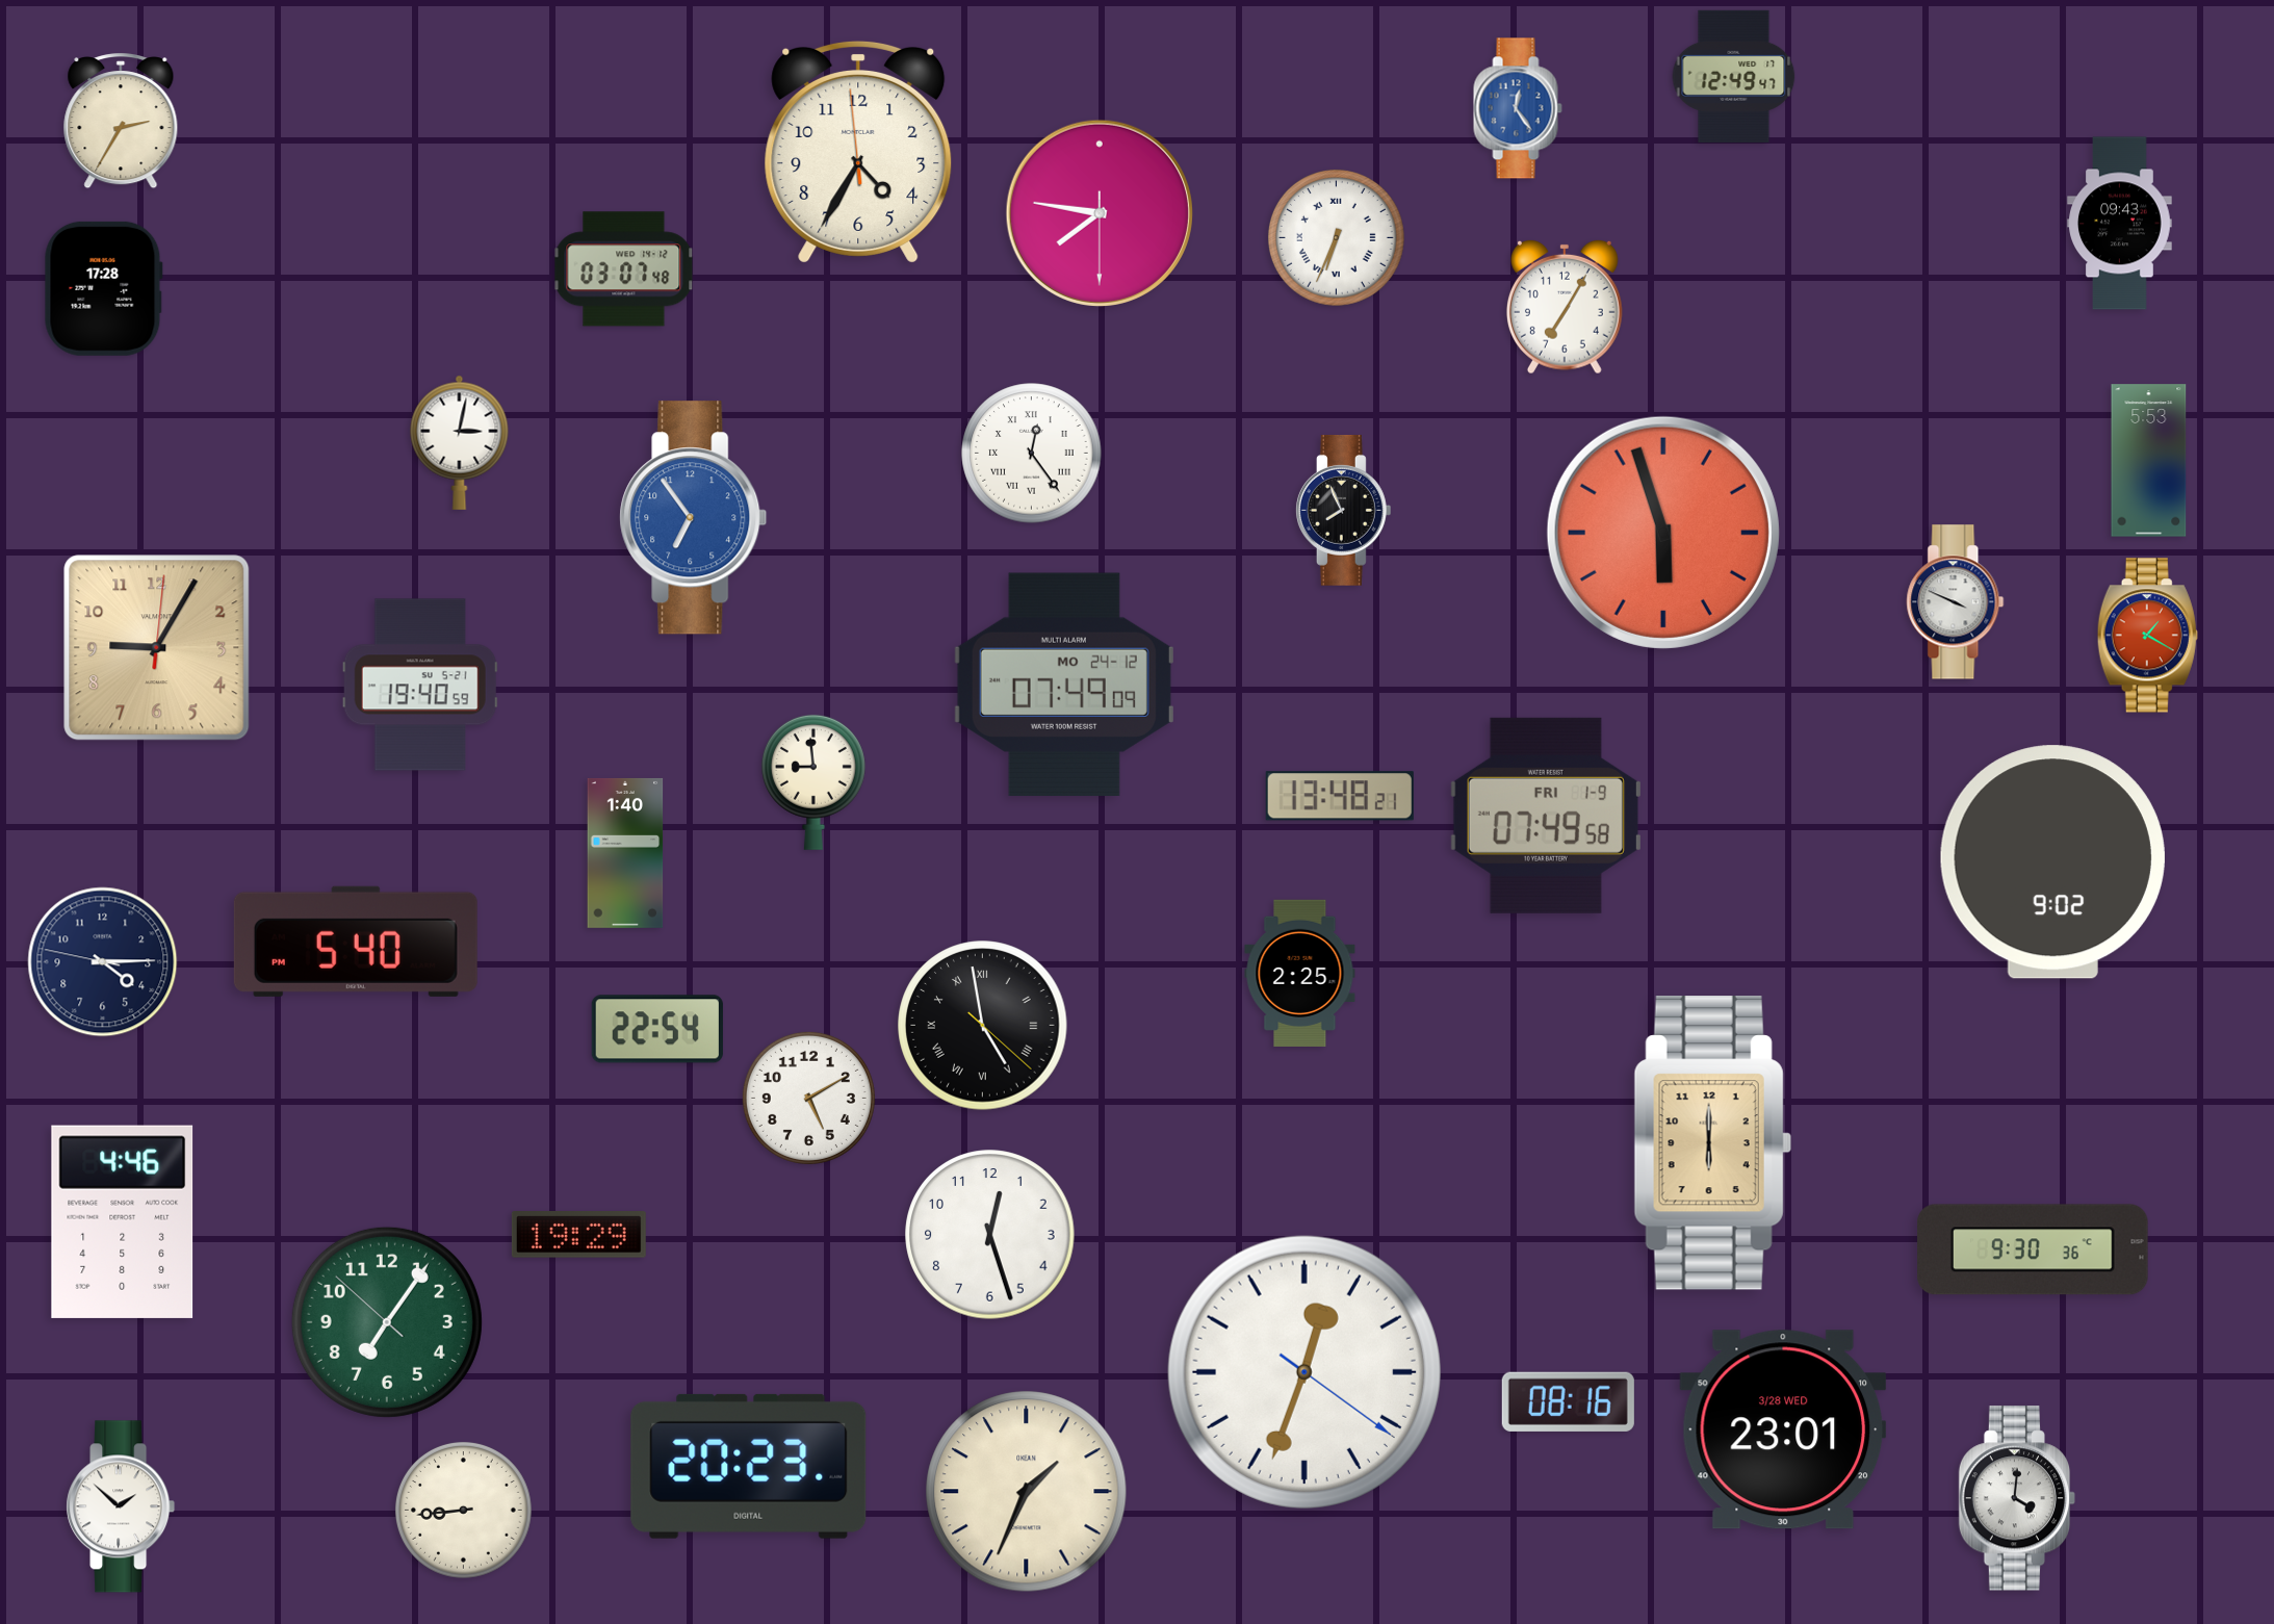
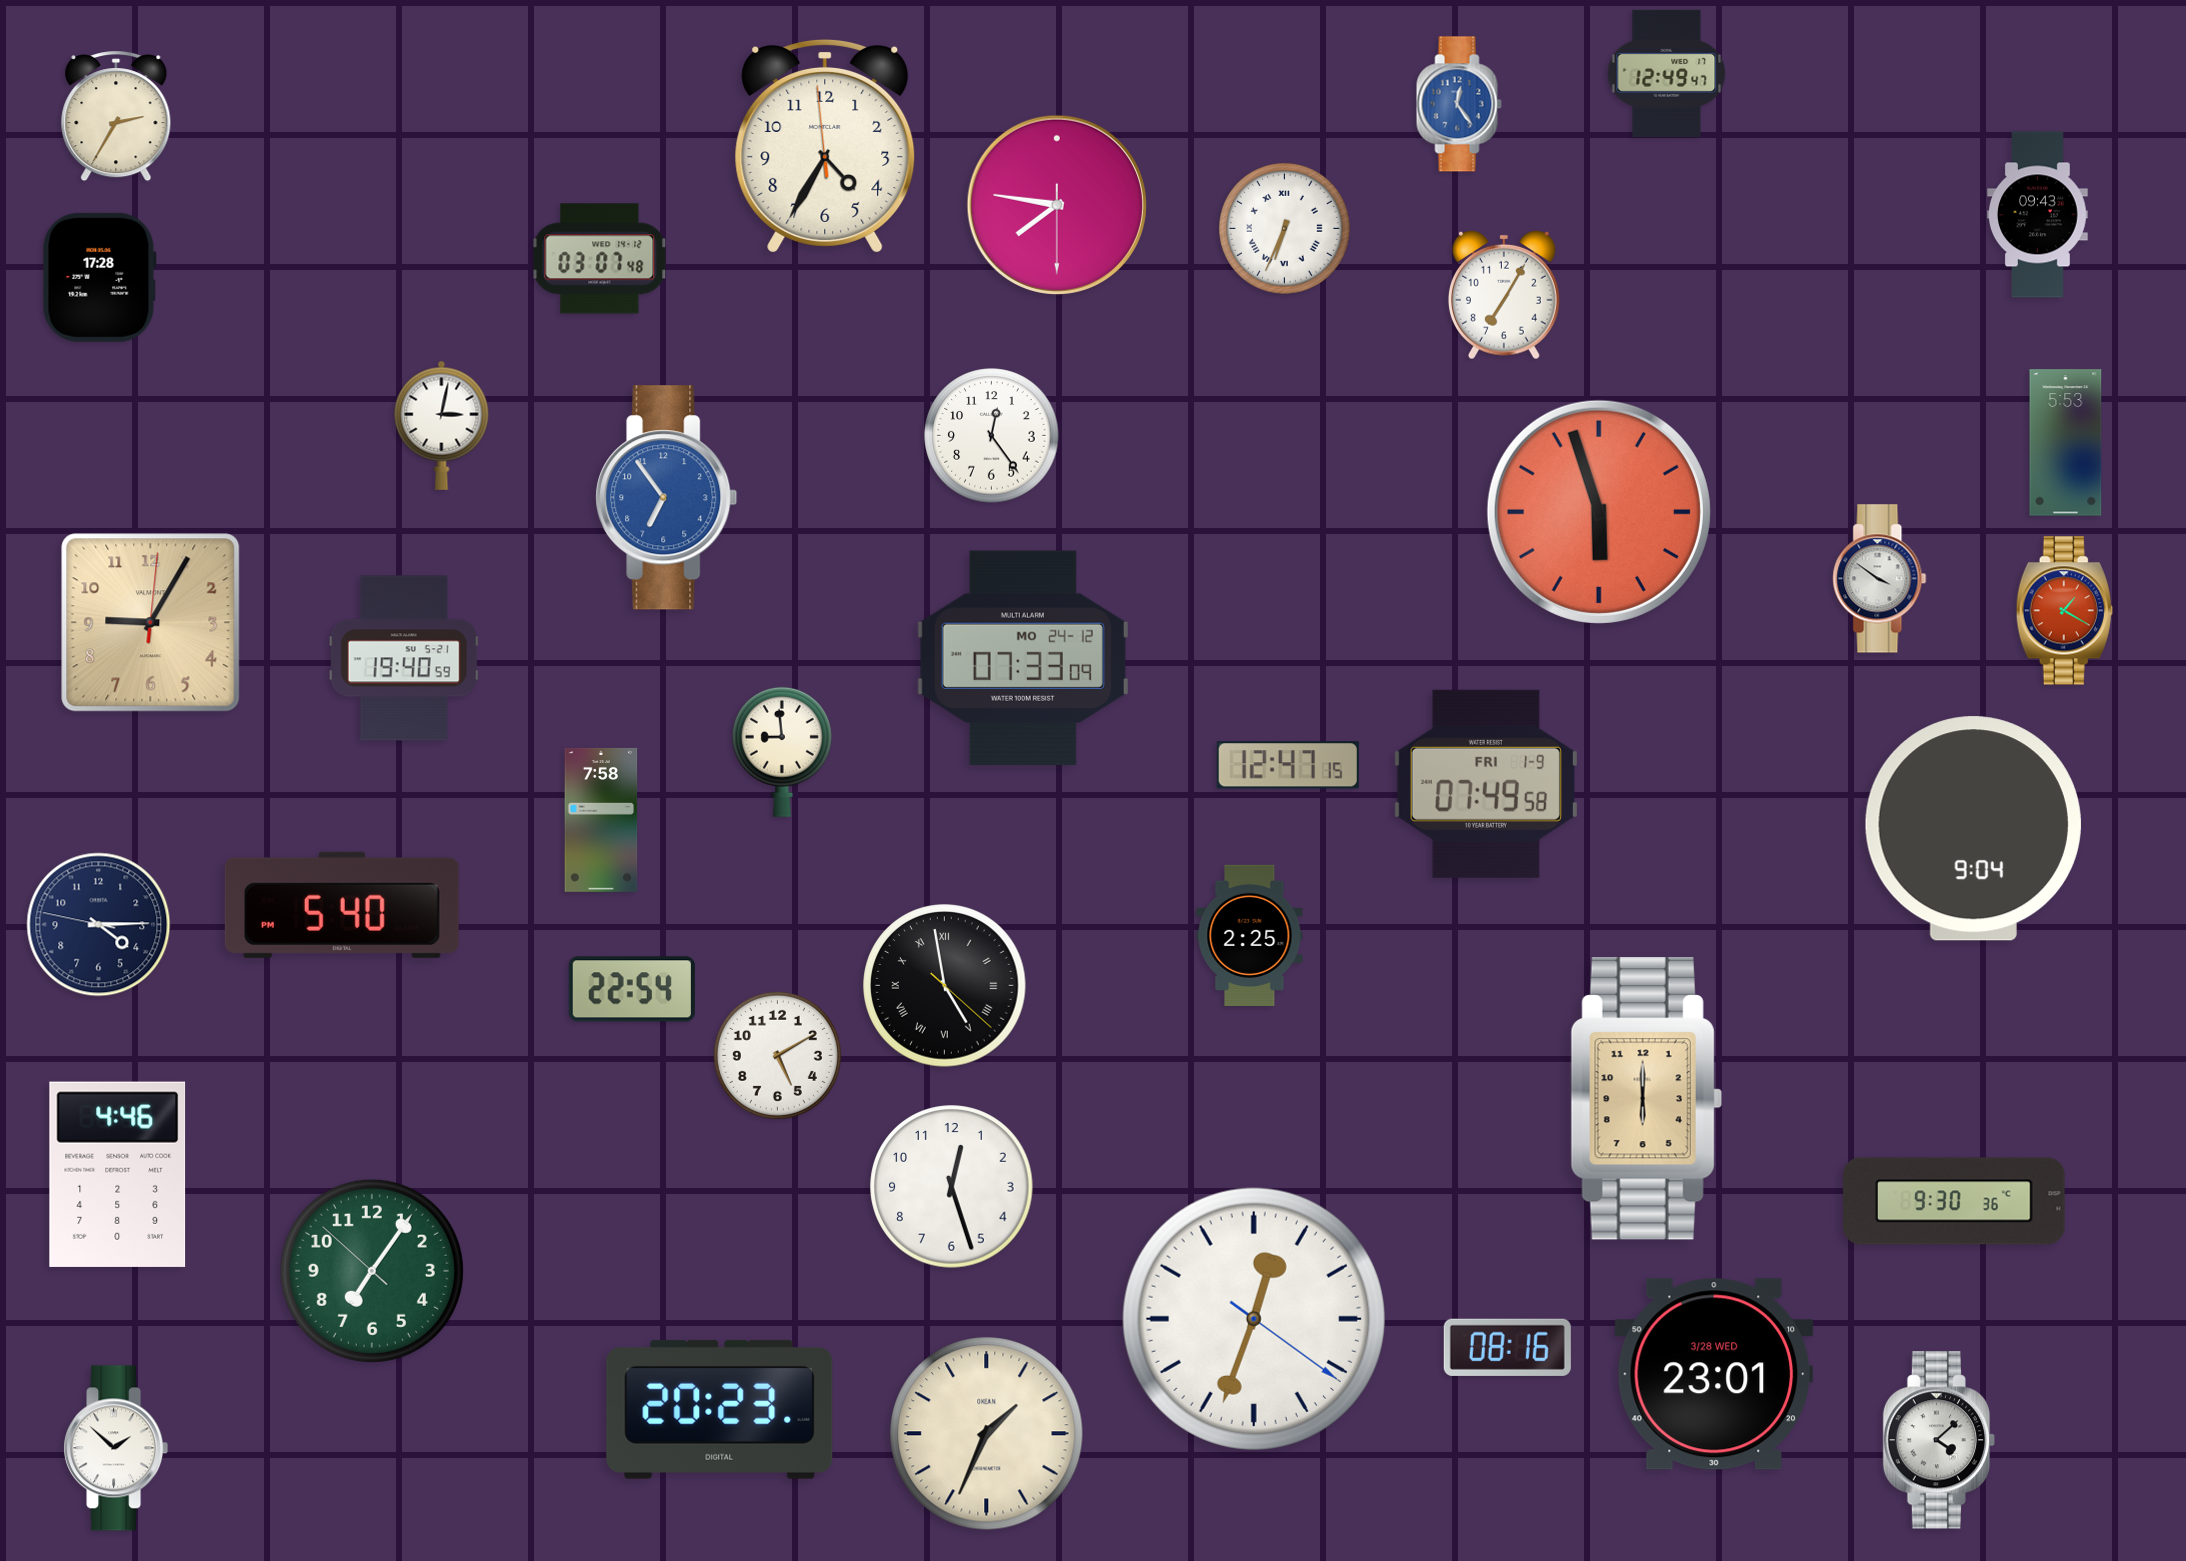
clock at (1032, 454) numerals: Roman -> Arabic
clock at (1343, 511): 7:56 -> none
clock at (1956, 602): 3:49 -> 3:51
clock at (1064, 684): 07:49 -> 07:33
clock at (1340, 796): 13:48 -> 12:47
clock at (625, 853): 1:40 -> 7:58
clock at (2052, 862): 9:02 -> 9:04
clock at (578, 1235): 19:29 -> none
clock at (2017, 1498): 4:01 -> 4:08
clock at (463, 1510): 8:44 -> none
